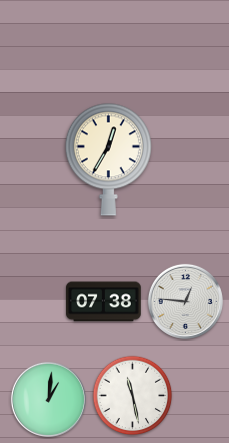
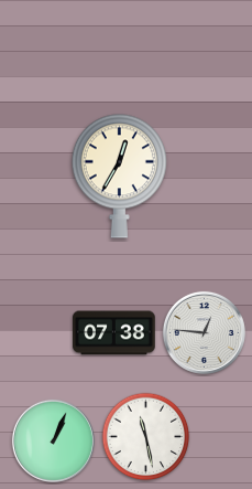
clock at (48, 399): 1:01 -> 1:04
